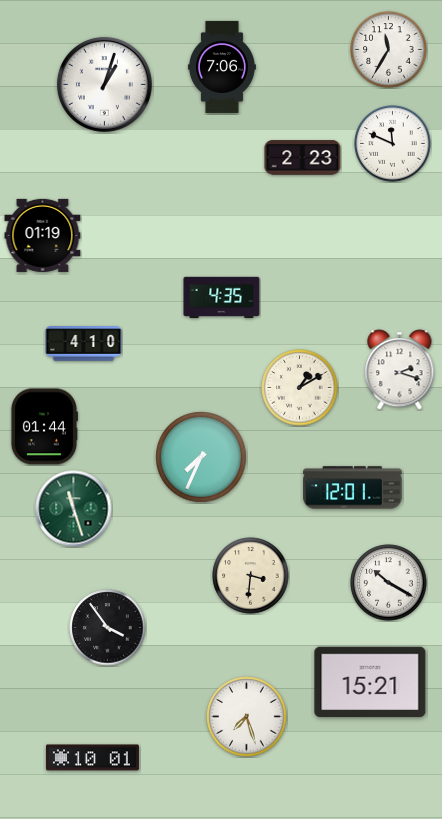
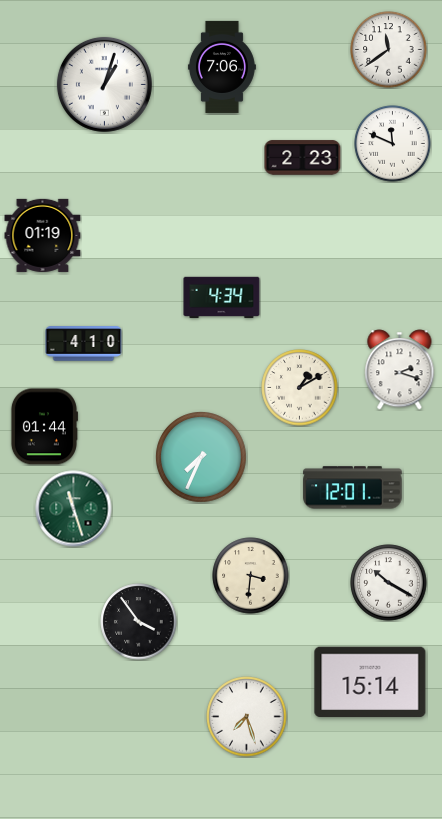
clock at (389, 50): 11:35 -> 11:39
clock at (222, 298): 4:35 -> 4:34
clock at (108, 628) position: (108, 628) -> (139, 622)
clock at (370, 682): 15:21 -> 15:14
clock at (92, 758): 10:01 -> none
